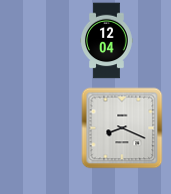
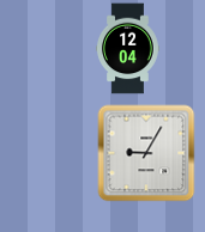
clock at (122, 128): 8:19 -> 9:05
